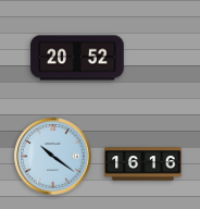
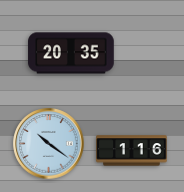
clock at (77, 58): 20:52 -> 20:35
clock at (143, 164): 16:16 -> 1:16
